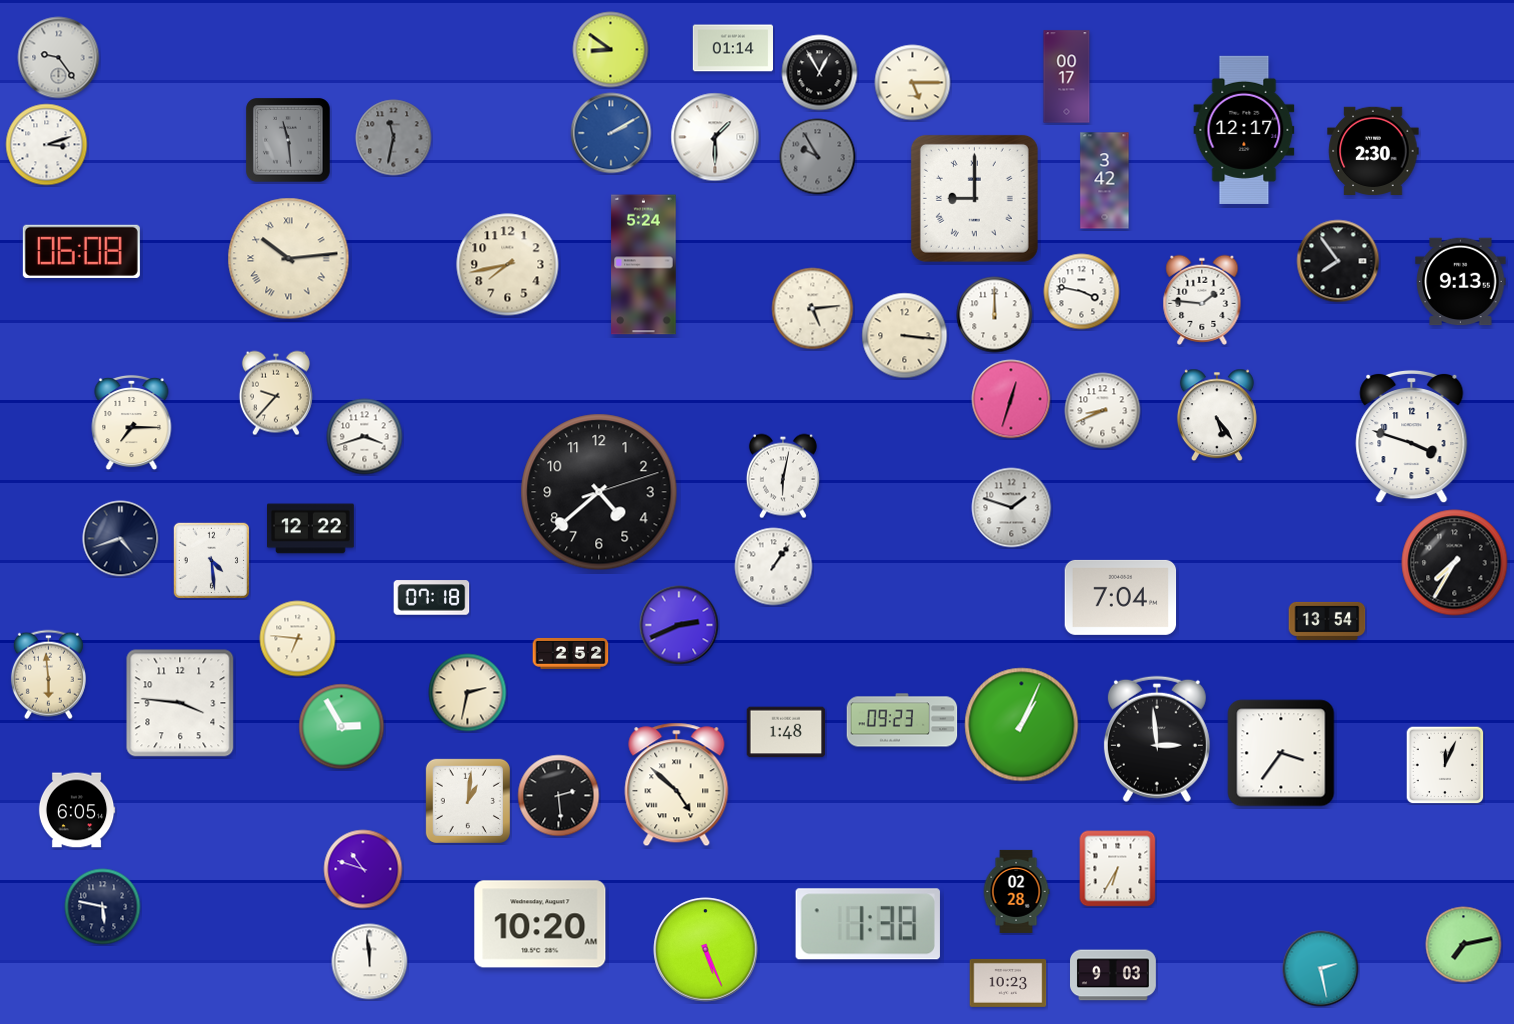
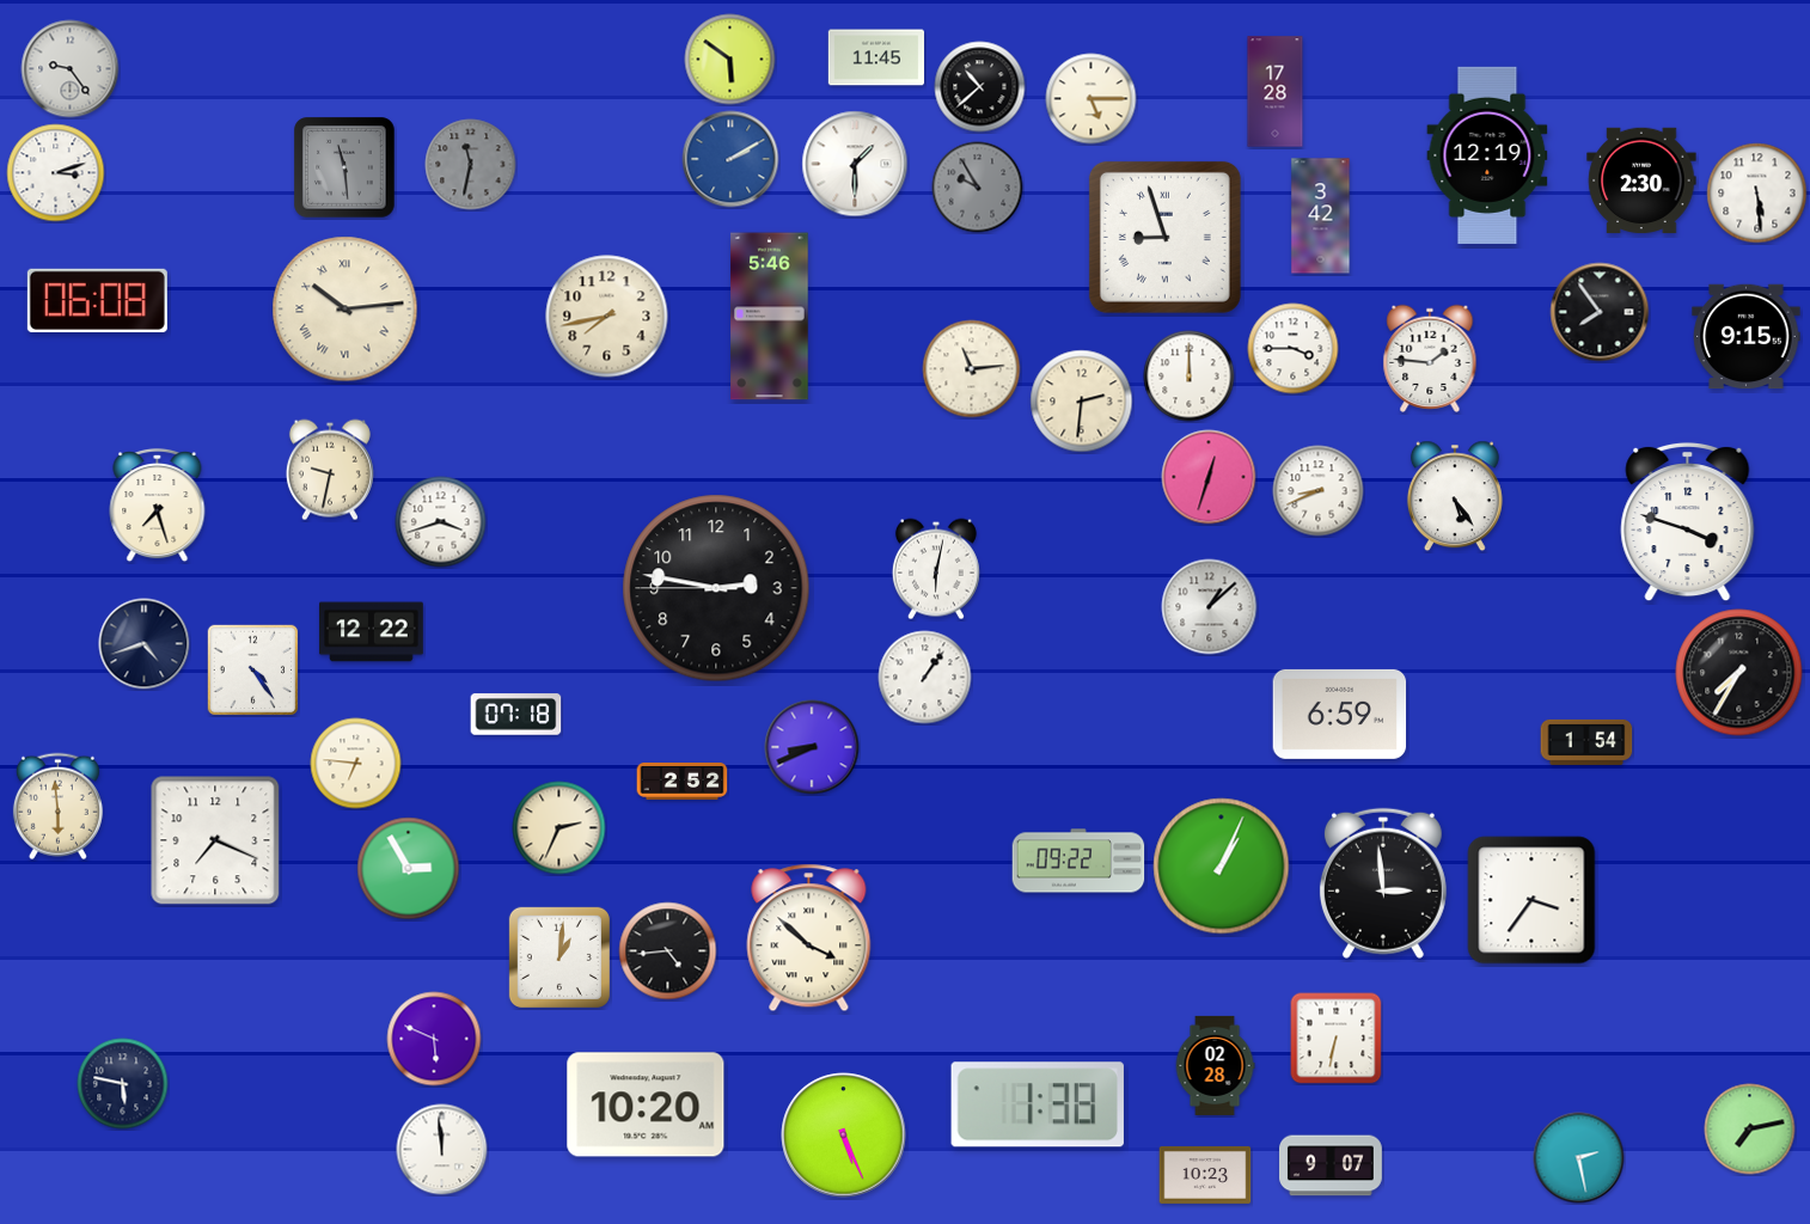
clock at (732, 48): 01:14 -> 11:45
clock at (611, 50): 8:51 -> 5:51
clock at (820, 73): 12:55 -> 10:38
clock at (1067, 77): 00:17 -> 17:28
clock at (1244, 130): 12:17 -> 12:19
clock at (1757, 194): none -> 5:29
clock at (974, 198): 9:00 -> 8:57
clock at (644, 265): 5:24 -> 5:46
clock at (1461, 282): 9:13 -> 9:15
clock at (1082, 292): 3:47 -> 3:45
clock at (1202, 299) position: (1202, 299) -> (1430, 357)
clock at (813, 309): 5:14 -> 11:14
clock at (905, 336): 3:16 -> 2:31
clock at (276, 393): 9:37 -> 9:32
clock at (132, 423): 7:15 -> 7:27
clock at (365, 437) position: (365, 437) -> (441, 522)
clock at (599, 492): 4:38 -> 2:46
clock at (1012, 508): 1:48 -> 1:08
clock at (211, 560): 4:29 -> 4:24
clock at (1121, 597): 7:04 -> 6:59
clock at (1327, 621): 13:54 -> 1:54
clock at (679, 625): 2:41 -> 8:41
clock at (468, 693): 2:32 -> 2:34
clock at (180, 703): 3:46 -> 7:19
clock at (902, 720): 09:23 -> 09:22
clock at (786, 732): 1:48 -> none
clock at (1445, 765): 12:04 -> none
clock at (677, 785): 4:52 -> 3:52
clock at (559, 796): 2:29 -> 4:44
clock at (77, 810): 6:05 -> none
clock at (363, 869): 10:48 -> 5:49
clock at (1118, 869): 6:35 -> 6:32
clock at (1114, 975): 9:03 -> 9:07
